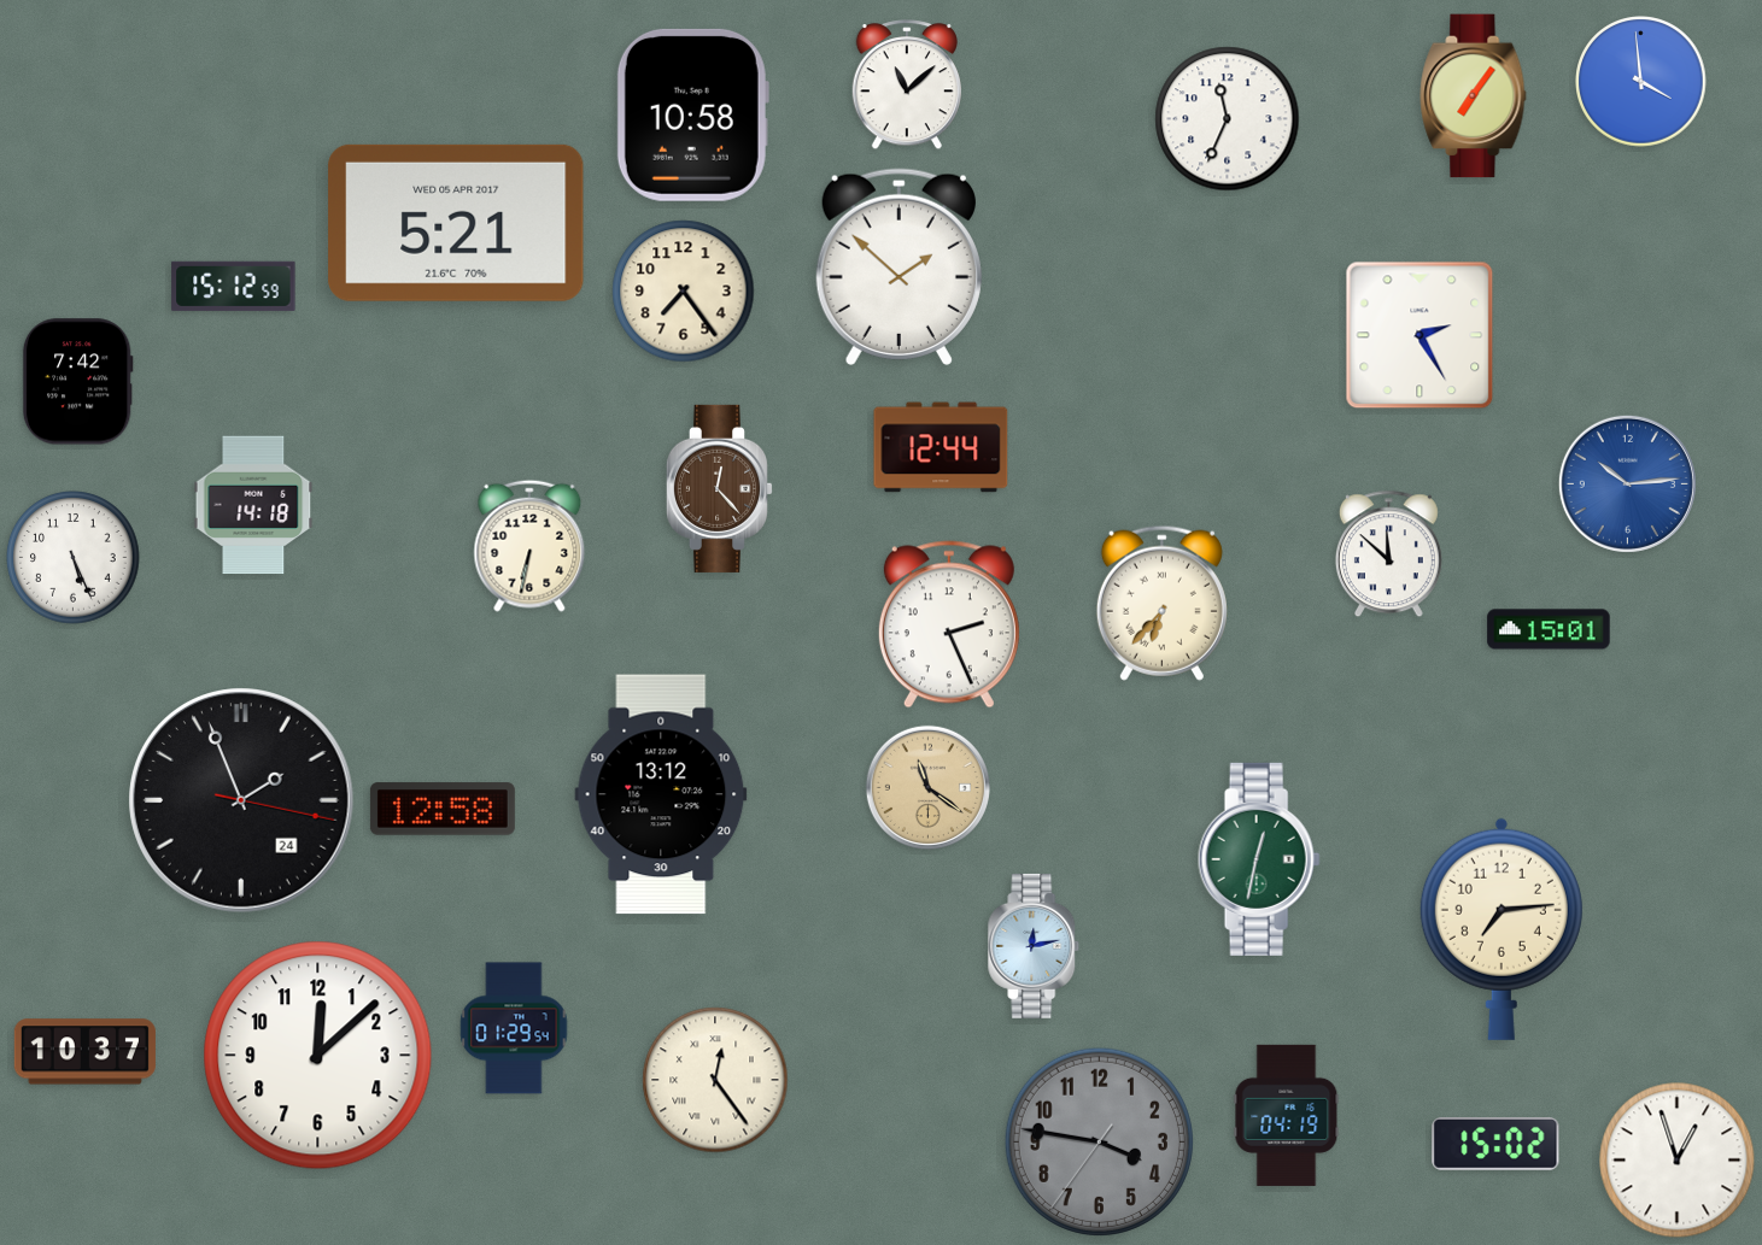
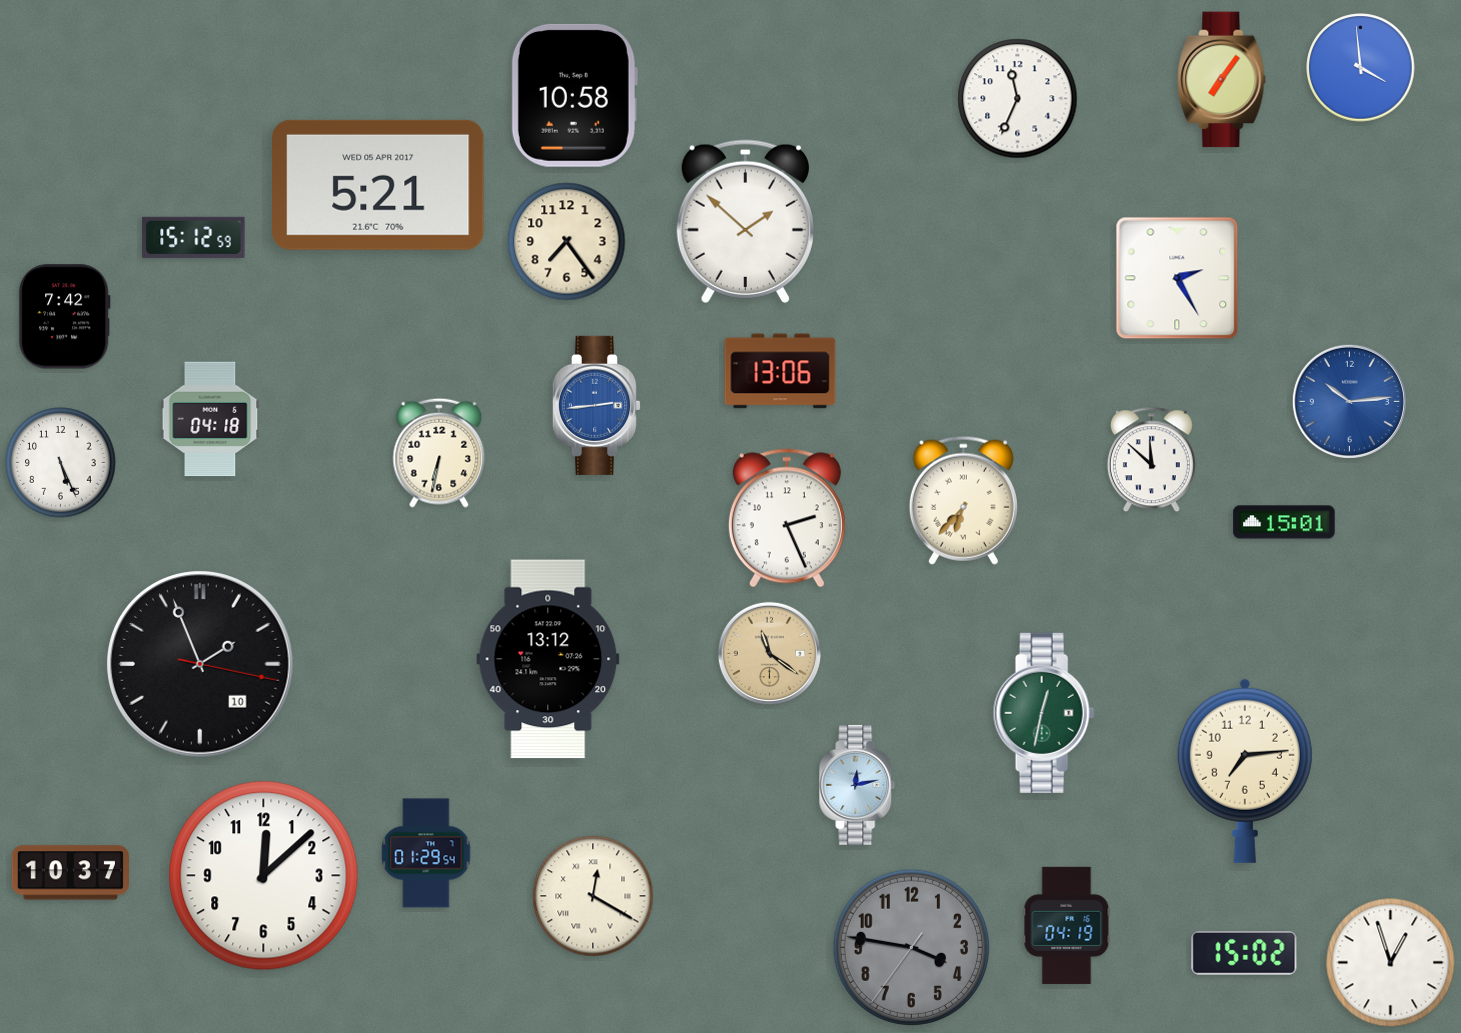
clock at (906, 86): 11:08 -> none
clock at (941, 447): 12:44 -> 13:06
clock at (719, 488): 12:23 -> 2:44
clock at (719, 488) dial: brown -> blue
clock at (253, 505): 14:18 -> 04:18
clock at (241, 800) date: 24 -> 10
clock at (443, 809): 12:58 -> none
clock at (715, 1080): 12:24 -> 12:20
clock at (1495, 1144) position: (1495, 1144) -> (1244, 953)
